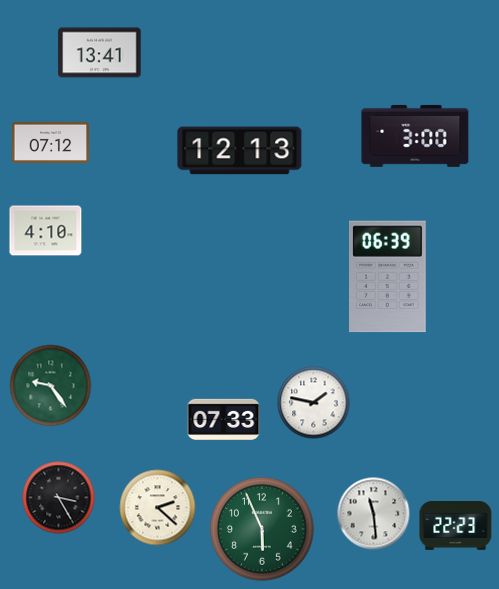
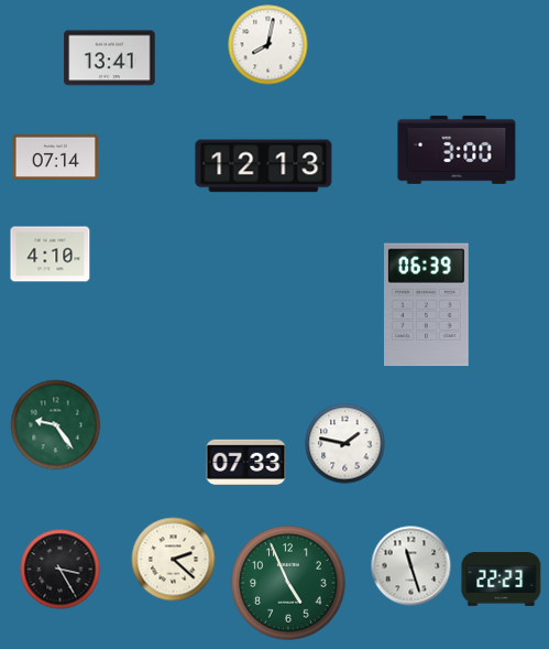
clock at (268, 45): none -> 8:02
clock at (51, 142): 07:12 -> 07:14
clock at (59, 498) position: (59, 498) -> (61, 570)
clock at (374, 514): 11:29 -> 11:27
clock at (263, 530): 5:56 -> 4:56
